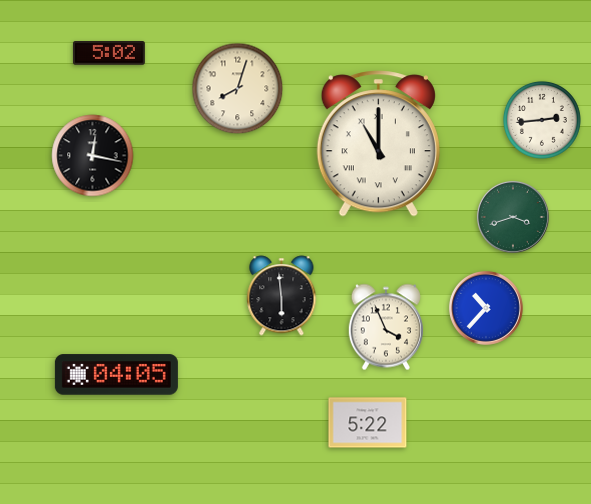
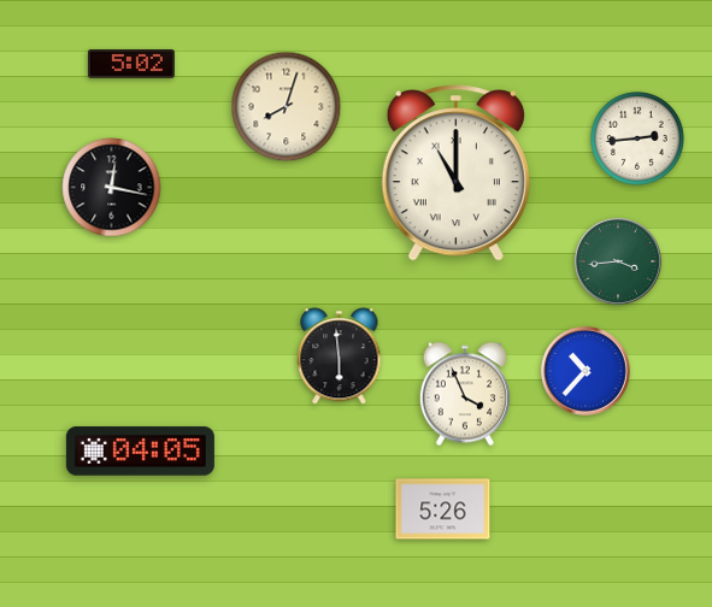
clock at (542, 120) position: (542, 120) -> (637, 139)
clock at (513, 217): 3:42 -> 3:44
clock at (368, 423): 5:22 -> 5:26
